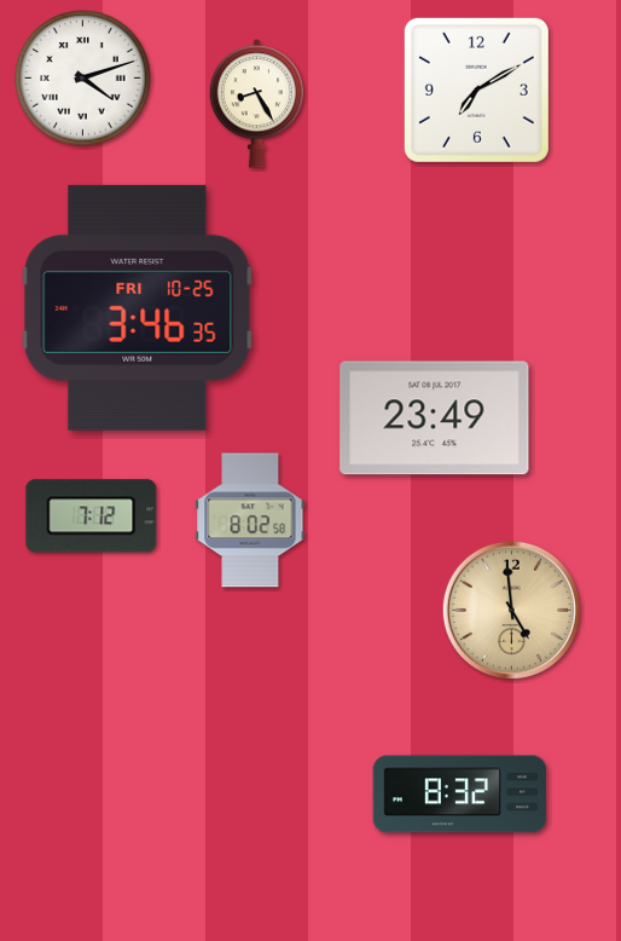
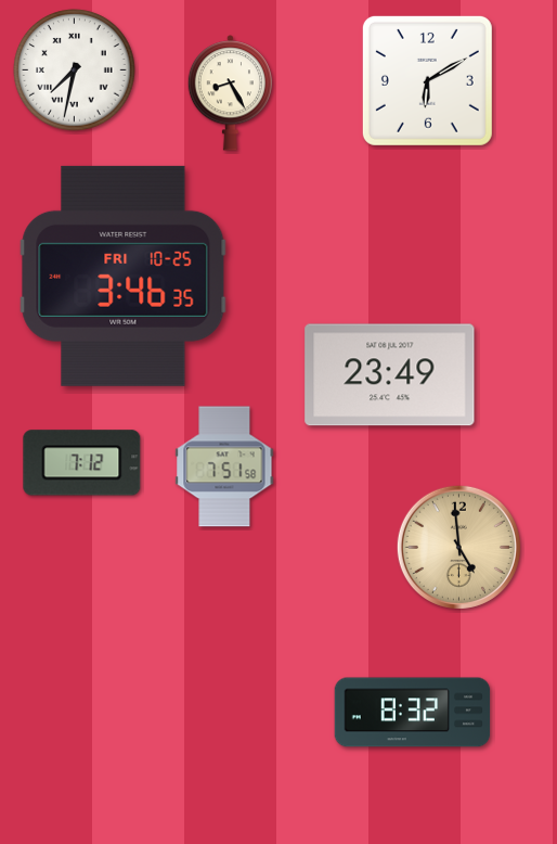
clock at (83, 79): 4:12 -> 7:32
clock at (476, 90): 7:10 -> 6:10
clock at (250, 520): 8:02 -> 7:51
